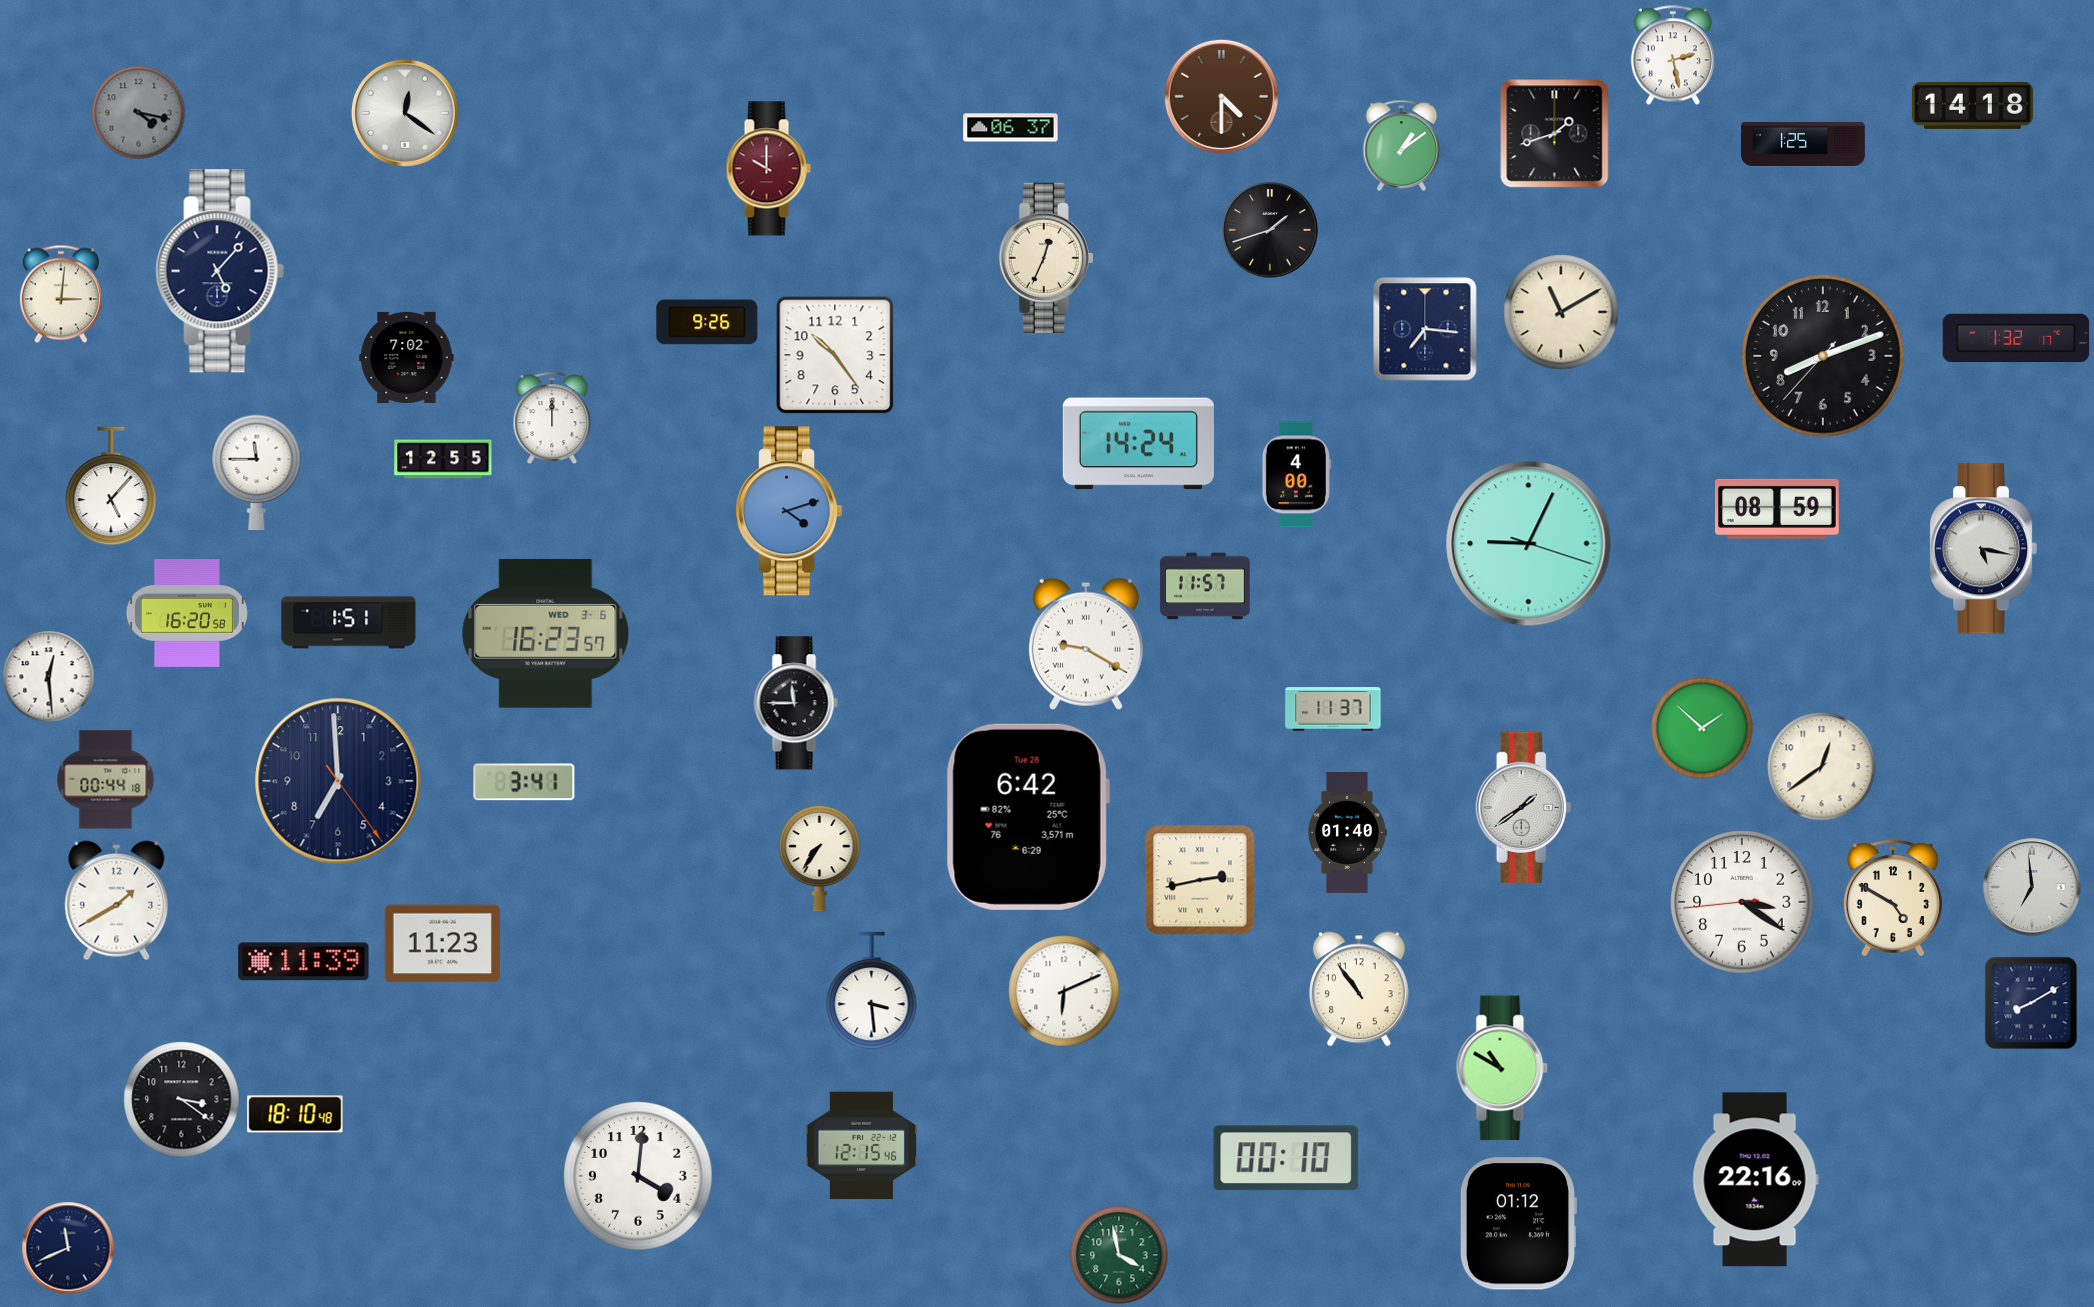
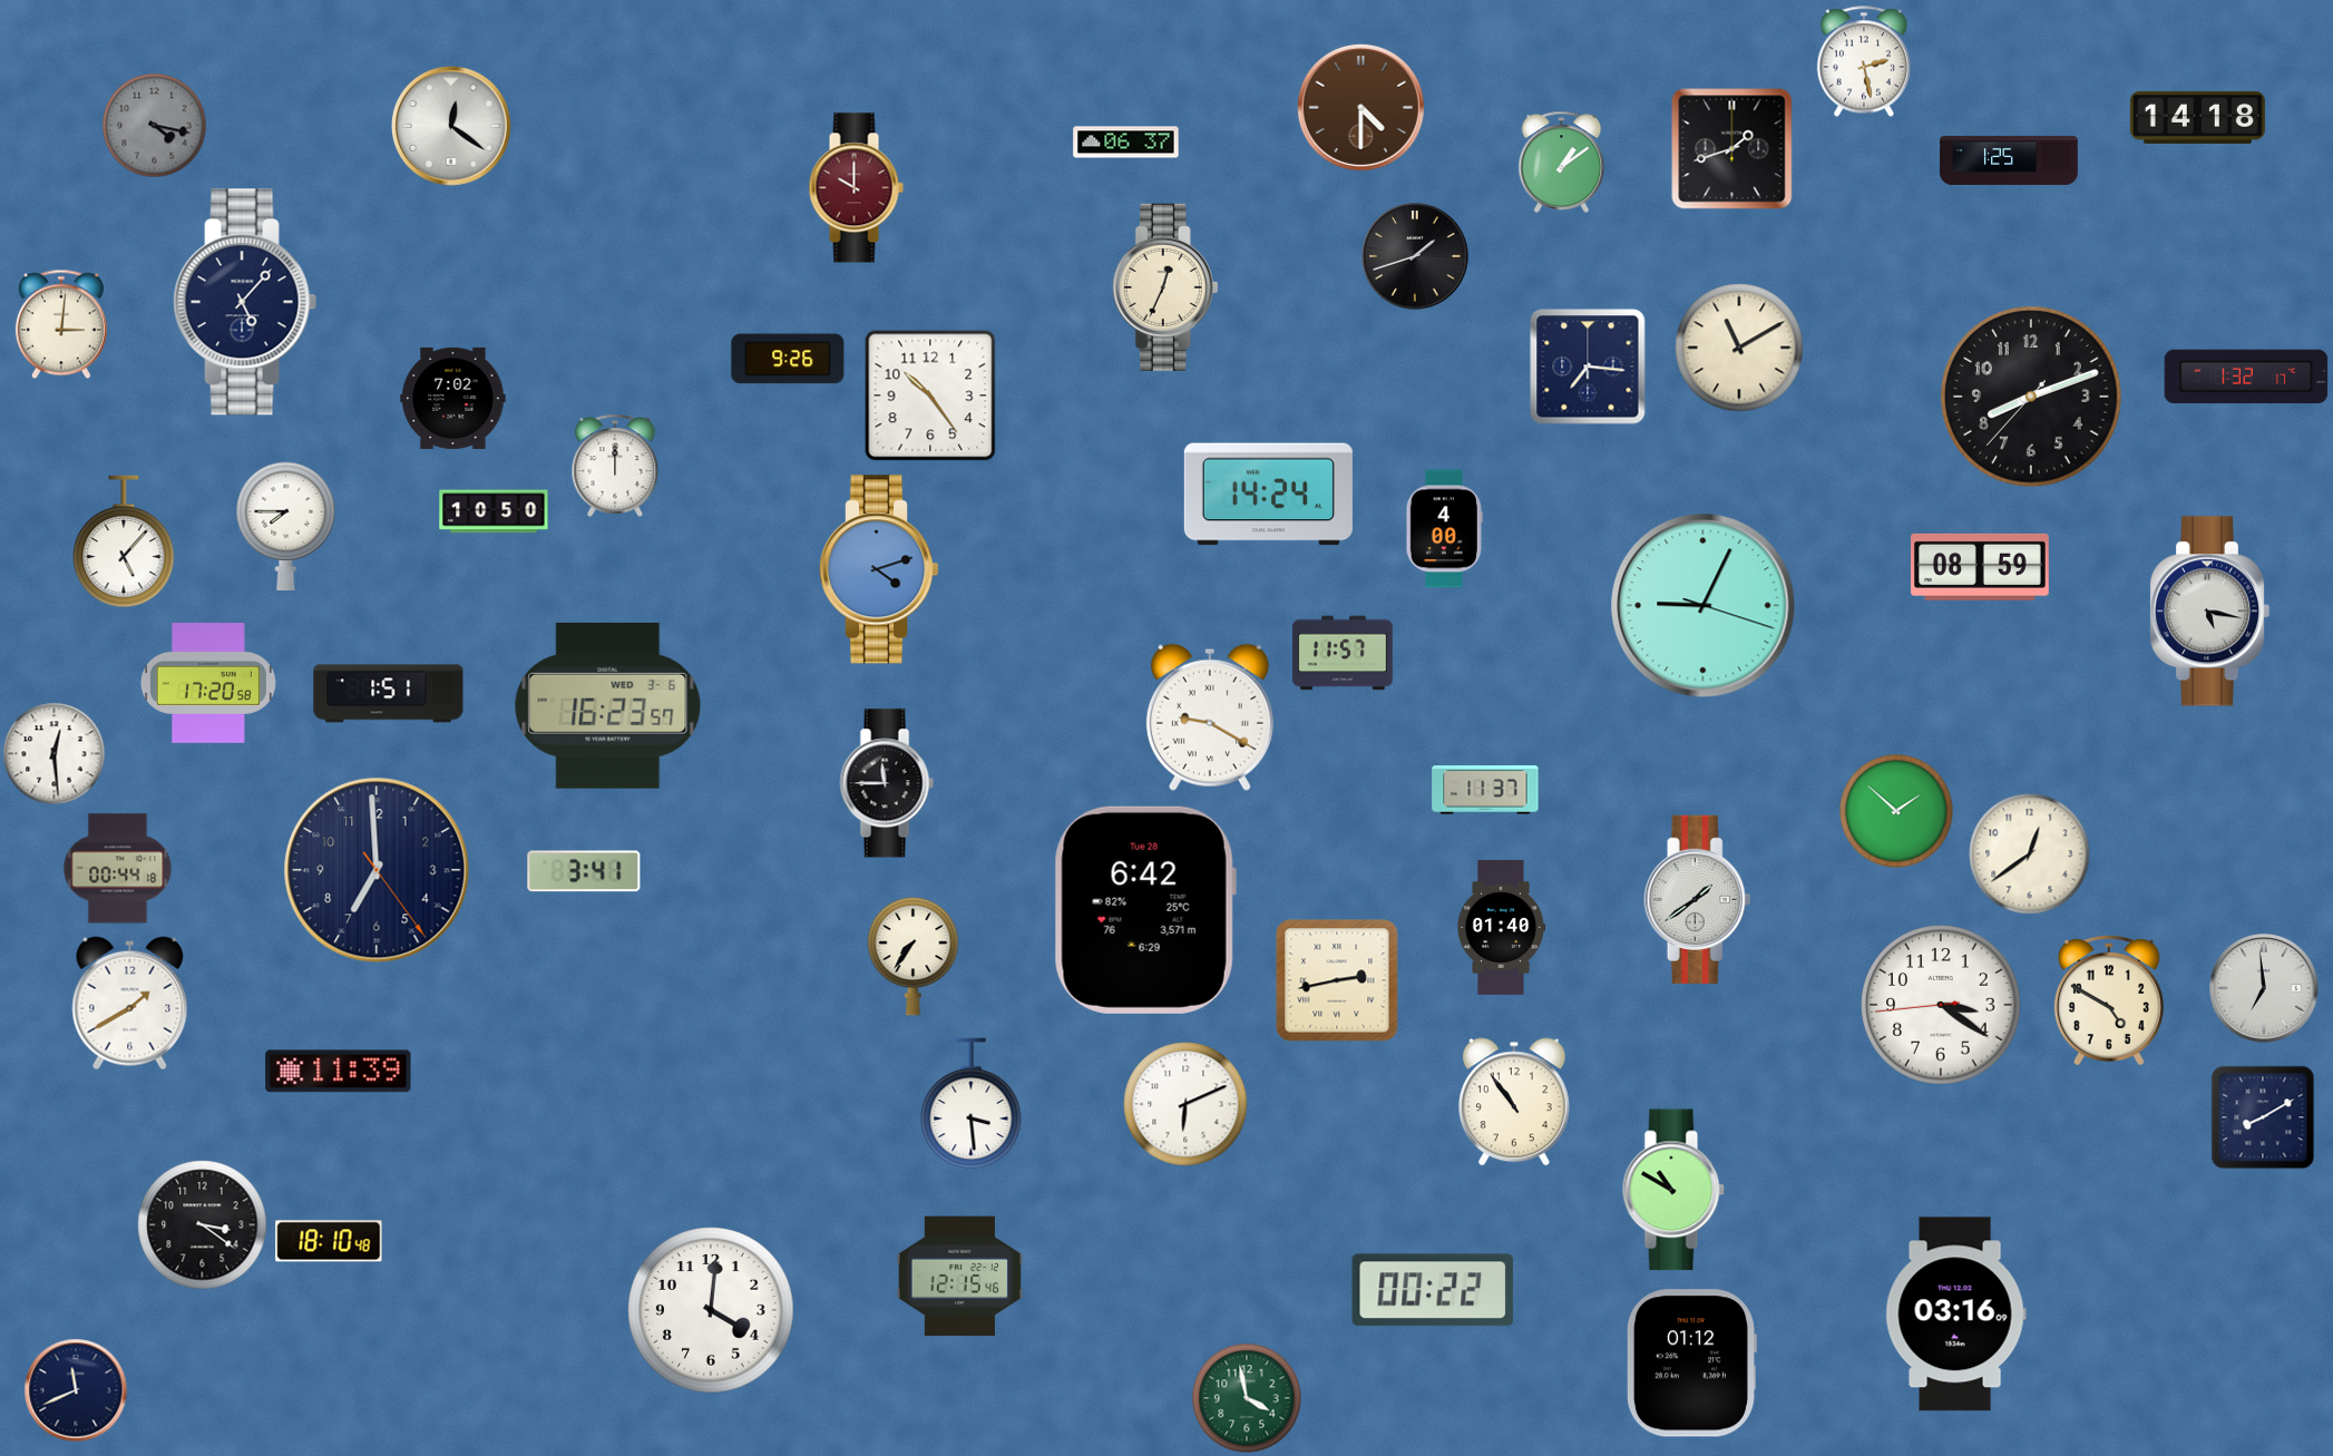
clock at (61, 294) position: (61, 294) -> (61, 324)
clock at (443, 459): 12:55 -> 10:50
clock at (257, 473): 11:45 -> 7:45
clock at (187, 614): 16:20 -> 17:20
clock at (442, 944): 11:23 -> none
clock at (1286, 1158): 00:10 -> 00:22
clock at (1755, 1180): 22:16 -> 03:16
